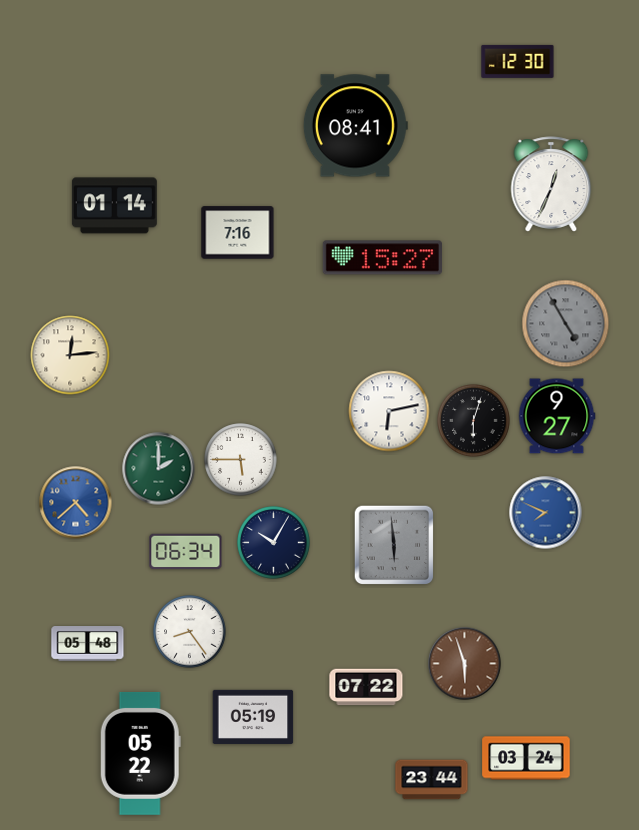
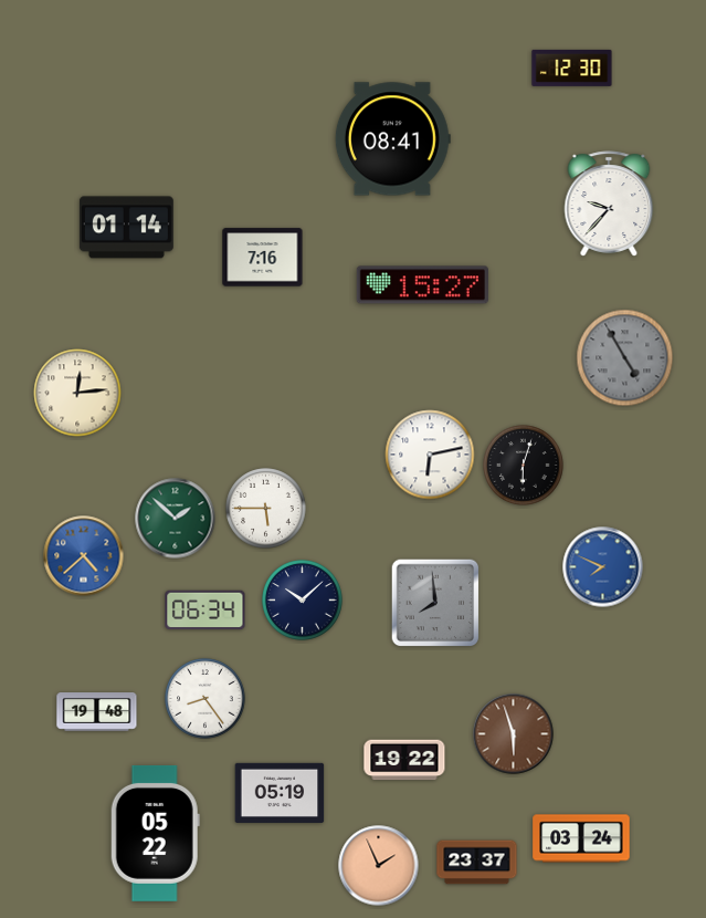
clock at (551, 184): 12:34 -> 9:37
clock at (557, 416): 9:27 -> none
clock at (159, 469): 2:00 -> 1:52
clock at (274, 543): 10:05 -> 10:08
clock at (394, 545): 5:59 -> 7:59
clock at (190, 632) position: (190, 632) -> (206, 699)
clock at (88, 644): 05:48 -> 19:48
clock at (366, 687): 07:22 -> 19:22
clock at (432, 780): 23:44 -> 23:37
clock at (379, 866): none -> 1:56
